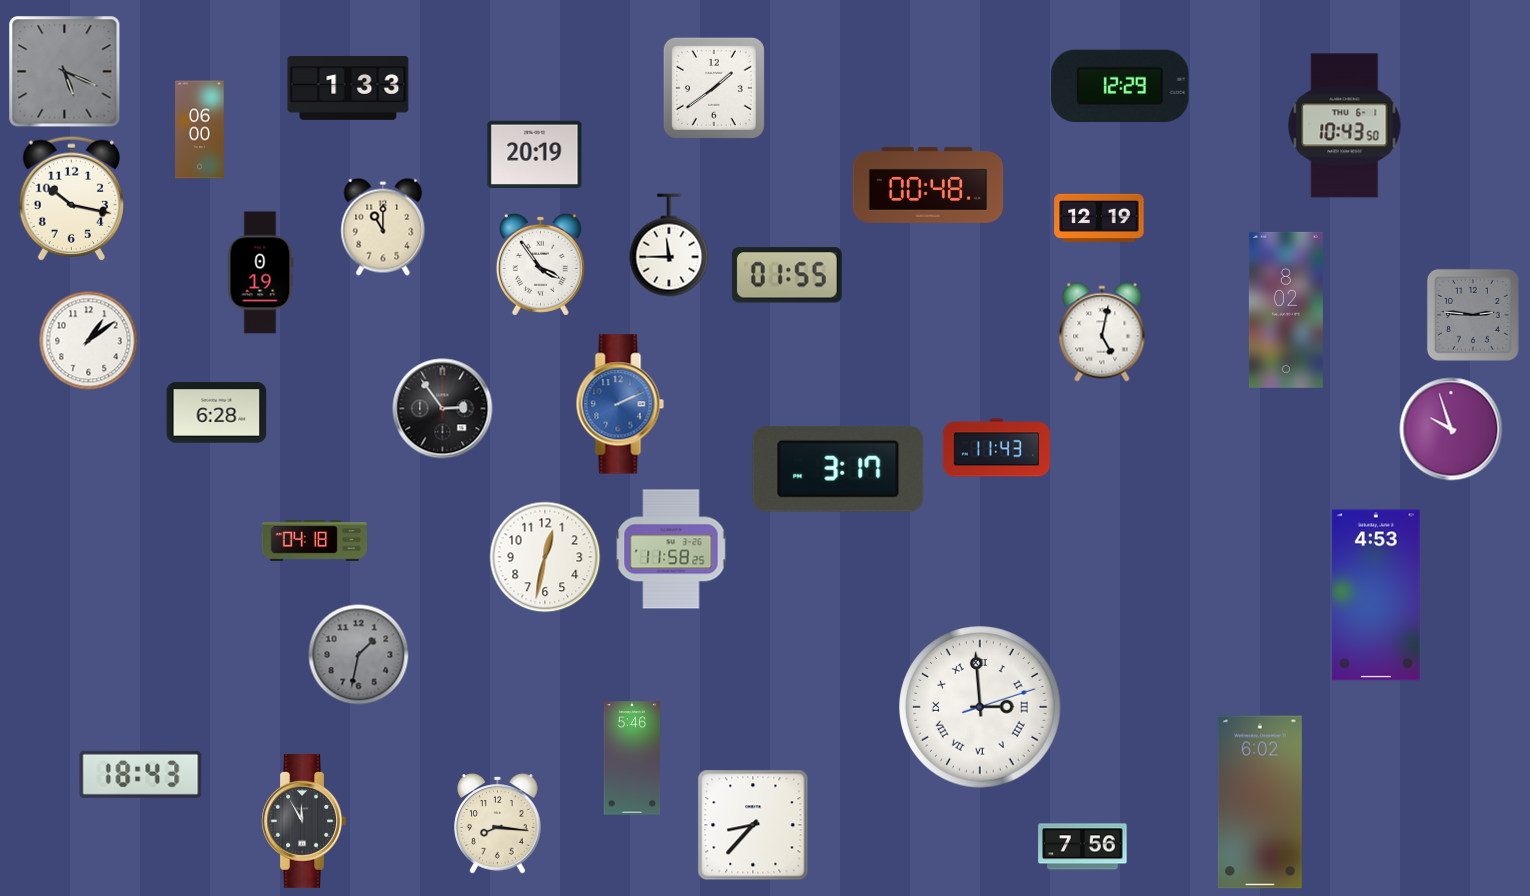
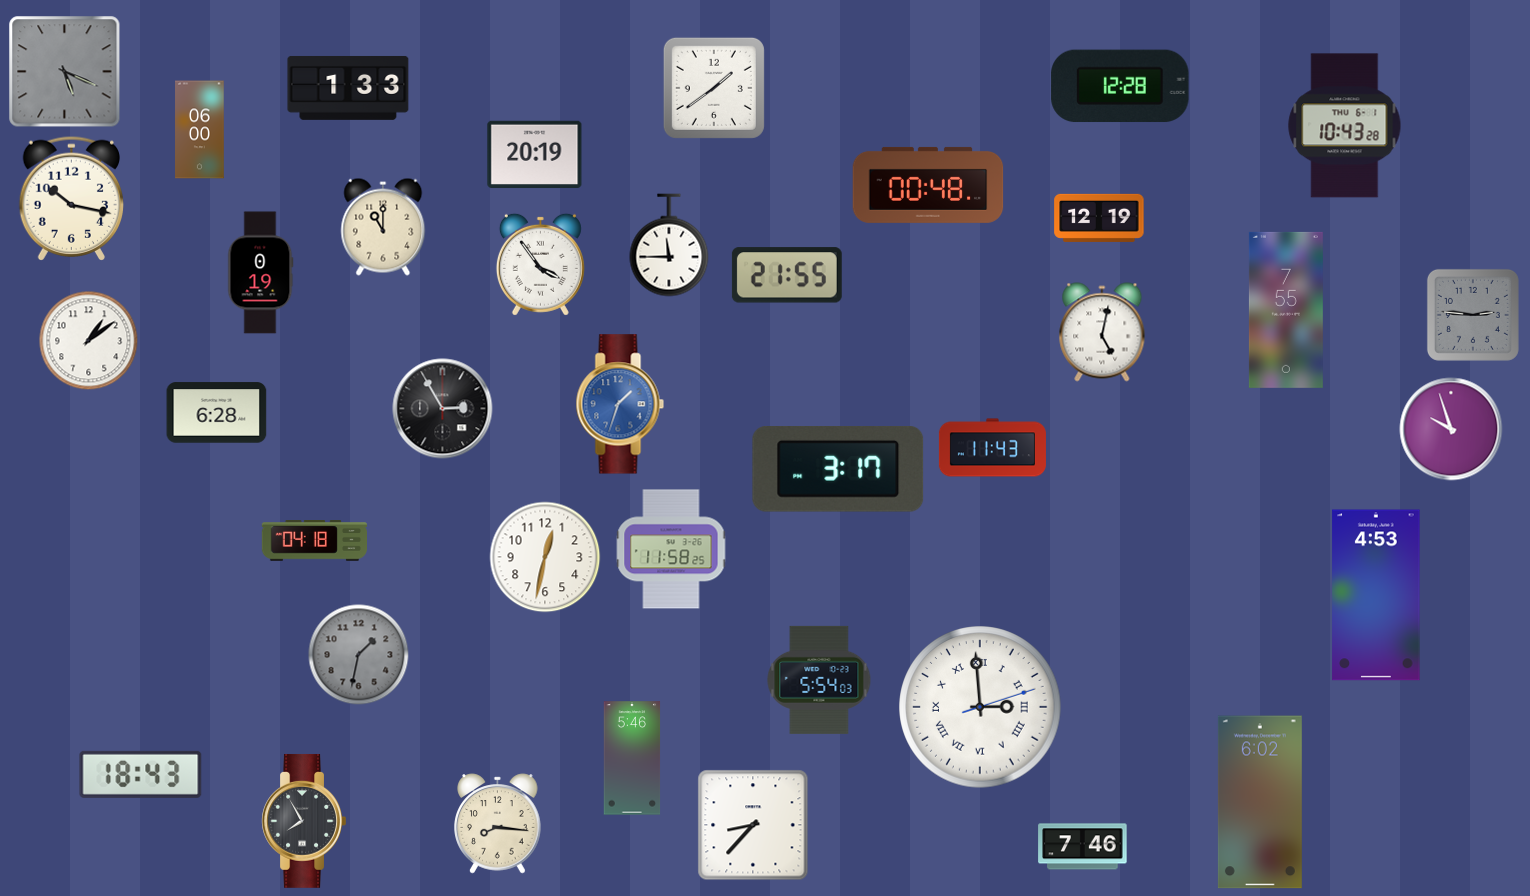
clock at (1120, 86): 12:29 -> 12:28
clock at (1345, 126): 10:43:50 -> 10:43:28
clock at (787, 275): 01:55 -> 21:55
clock at (1286, 310): 8:02 -> 7:55
clock at (620, 404): 2:11 -> 1:33
clock at (443, 409): 2:54 -> 2:55
clock at (996, 448) position: (996, 448) -> (992, 448)
clock at (819, 680): none -> 5:54
clock at (304, 821): 11:55 -> 7:55
clock at (1083, 847): 7:56 -> 7:46
